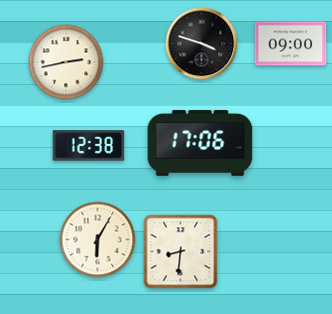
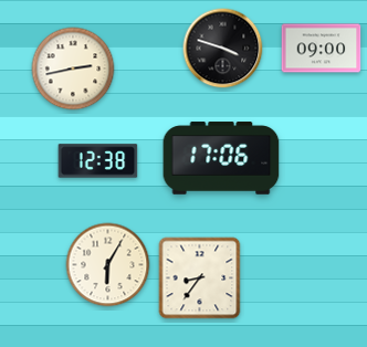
clock at (181, 252): 8:31 -> 8:36
